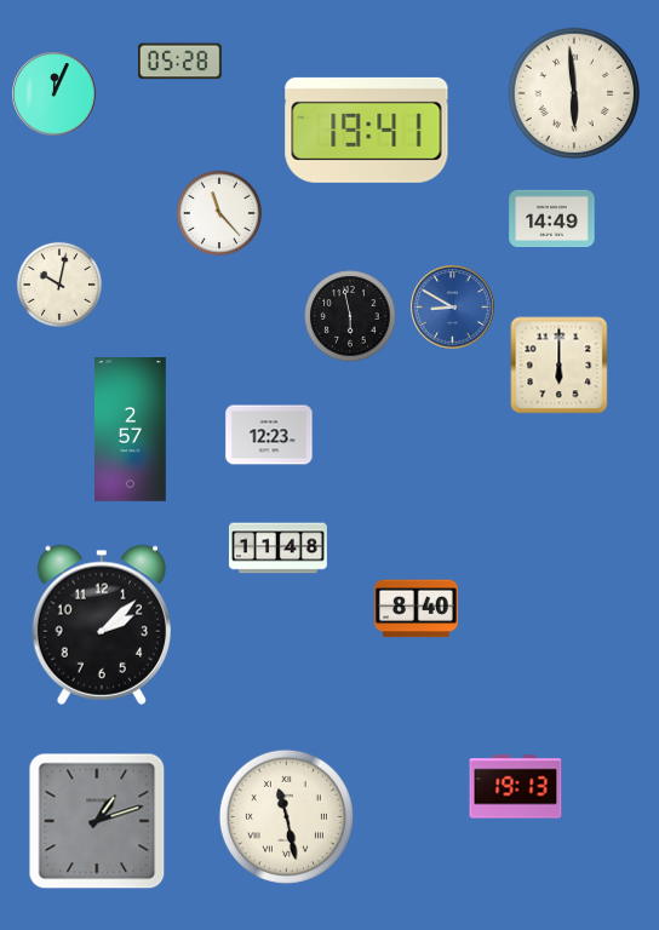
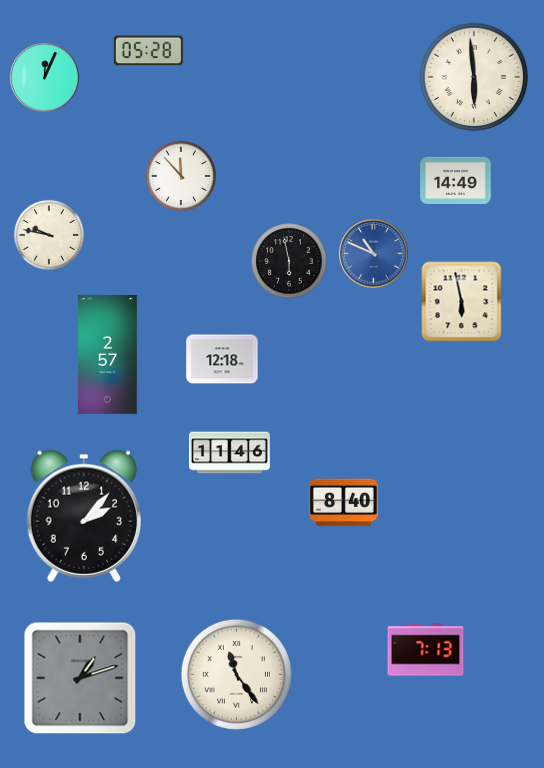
clock at (367, 130): 19:41 -> none
clock at (219, 213): 11:23 -> 11:53
clock at (59, 285): 10:02 -> 9:47
clock at (453, 308): 8:50 -> 10:49
clock at (560, 366): 6:00 -> 5:58
clock at (269, 435): 12:23 -> 12:18
clock at (277, 549): 11:48 -> 11:46
clock at (101, 625): 2:08 -> 2:07
clock at (516, 787): 19:13 -> 7:13
clock at (286, 816): 11:28 -> 11:24
